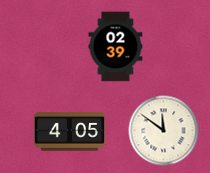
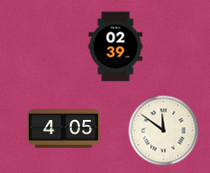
clock at (70, 132) position: (70, 132) -> (64, 129)
